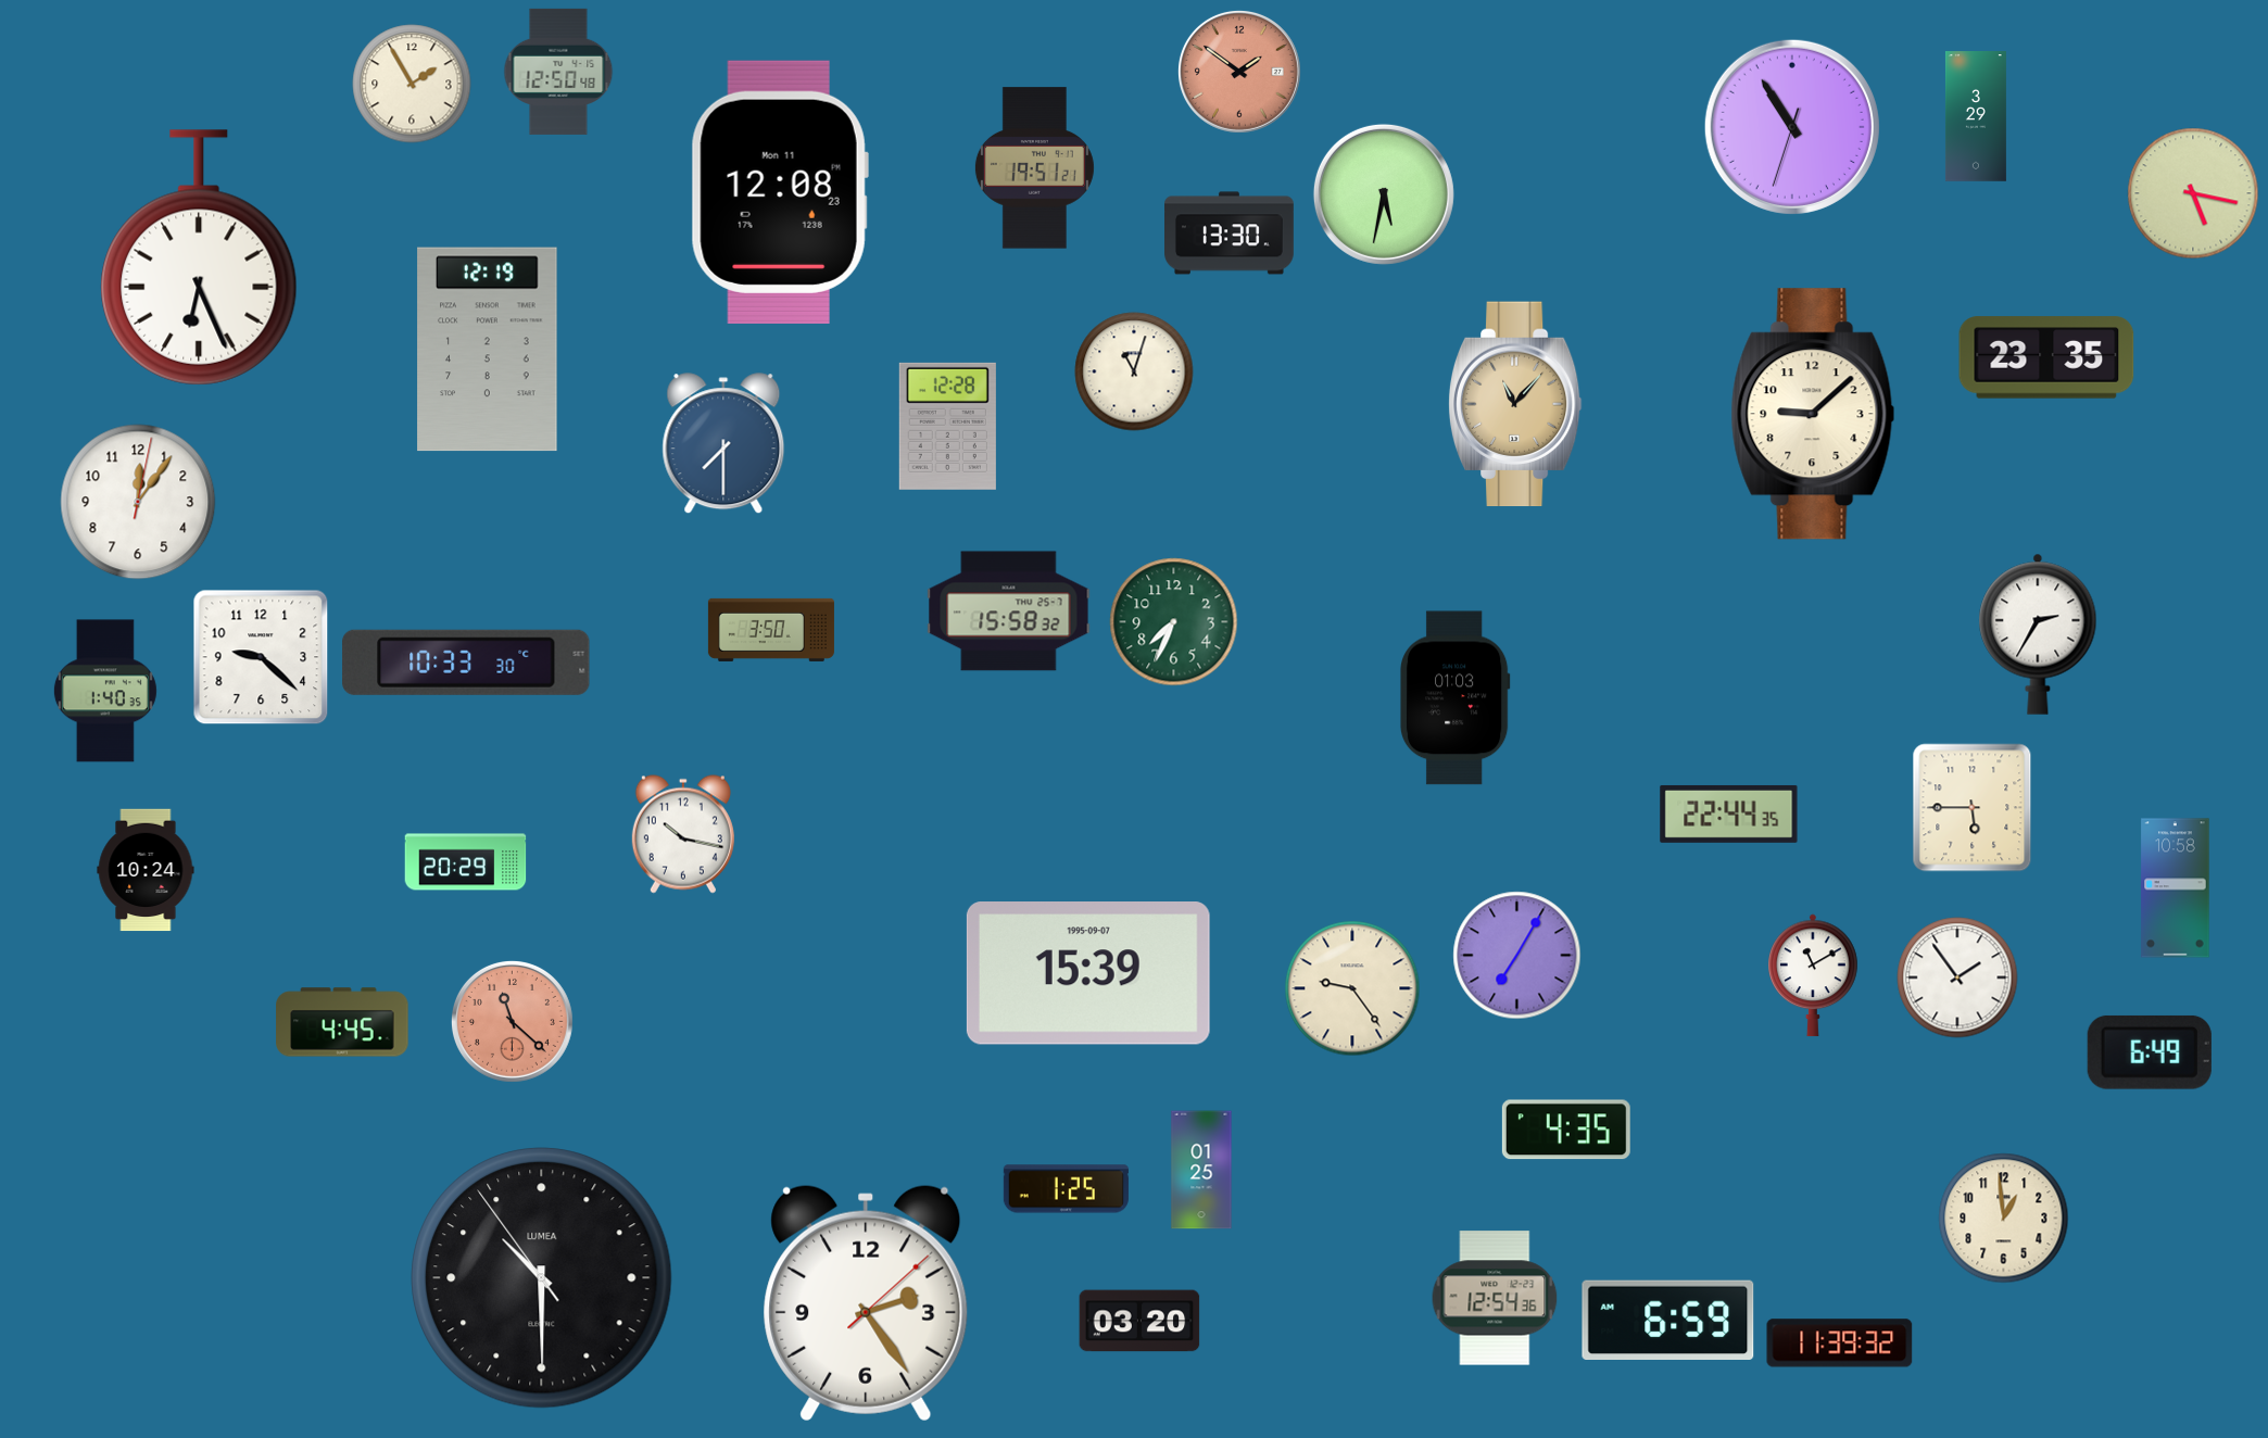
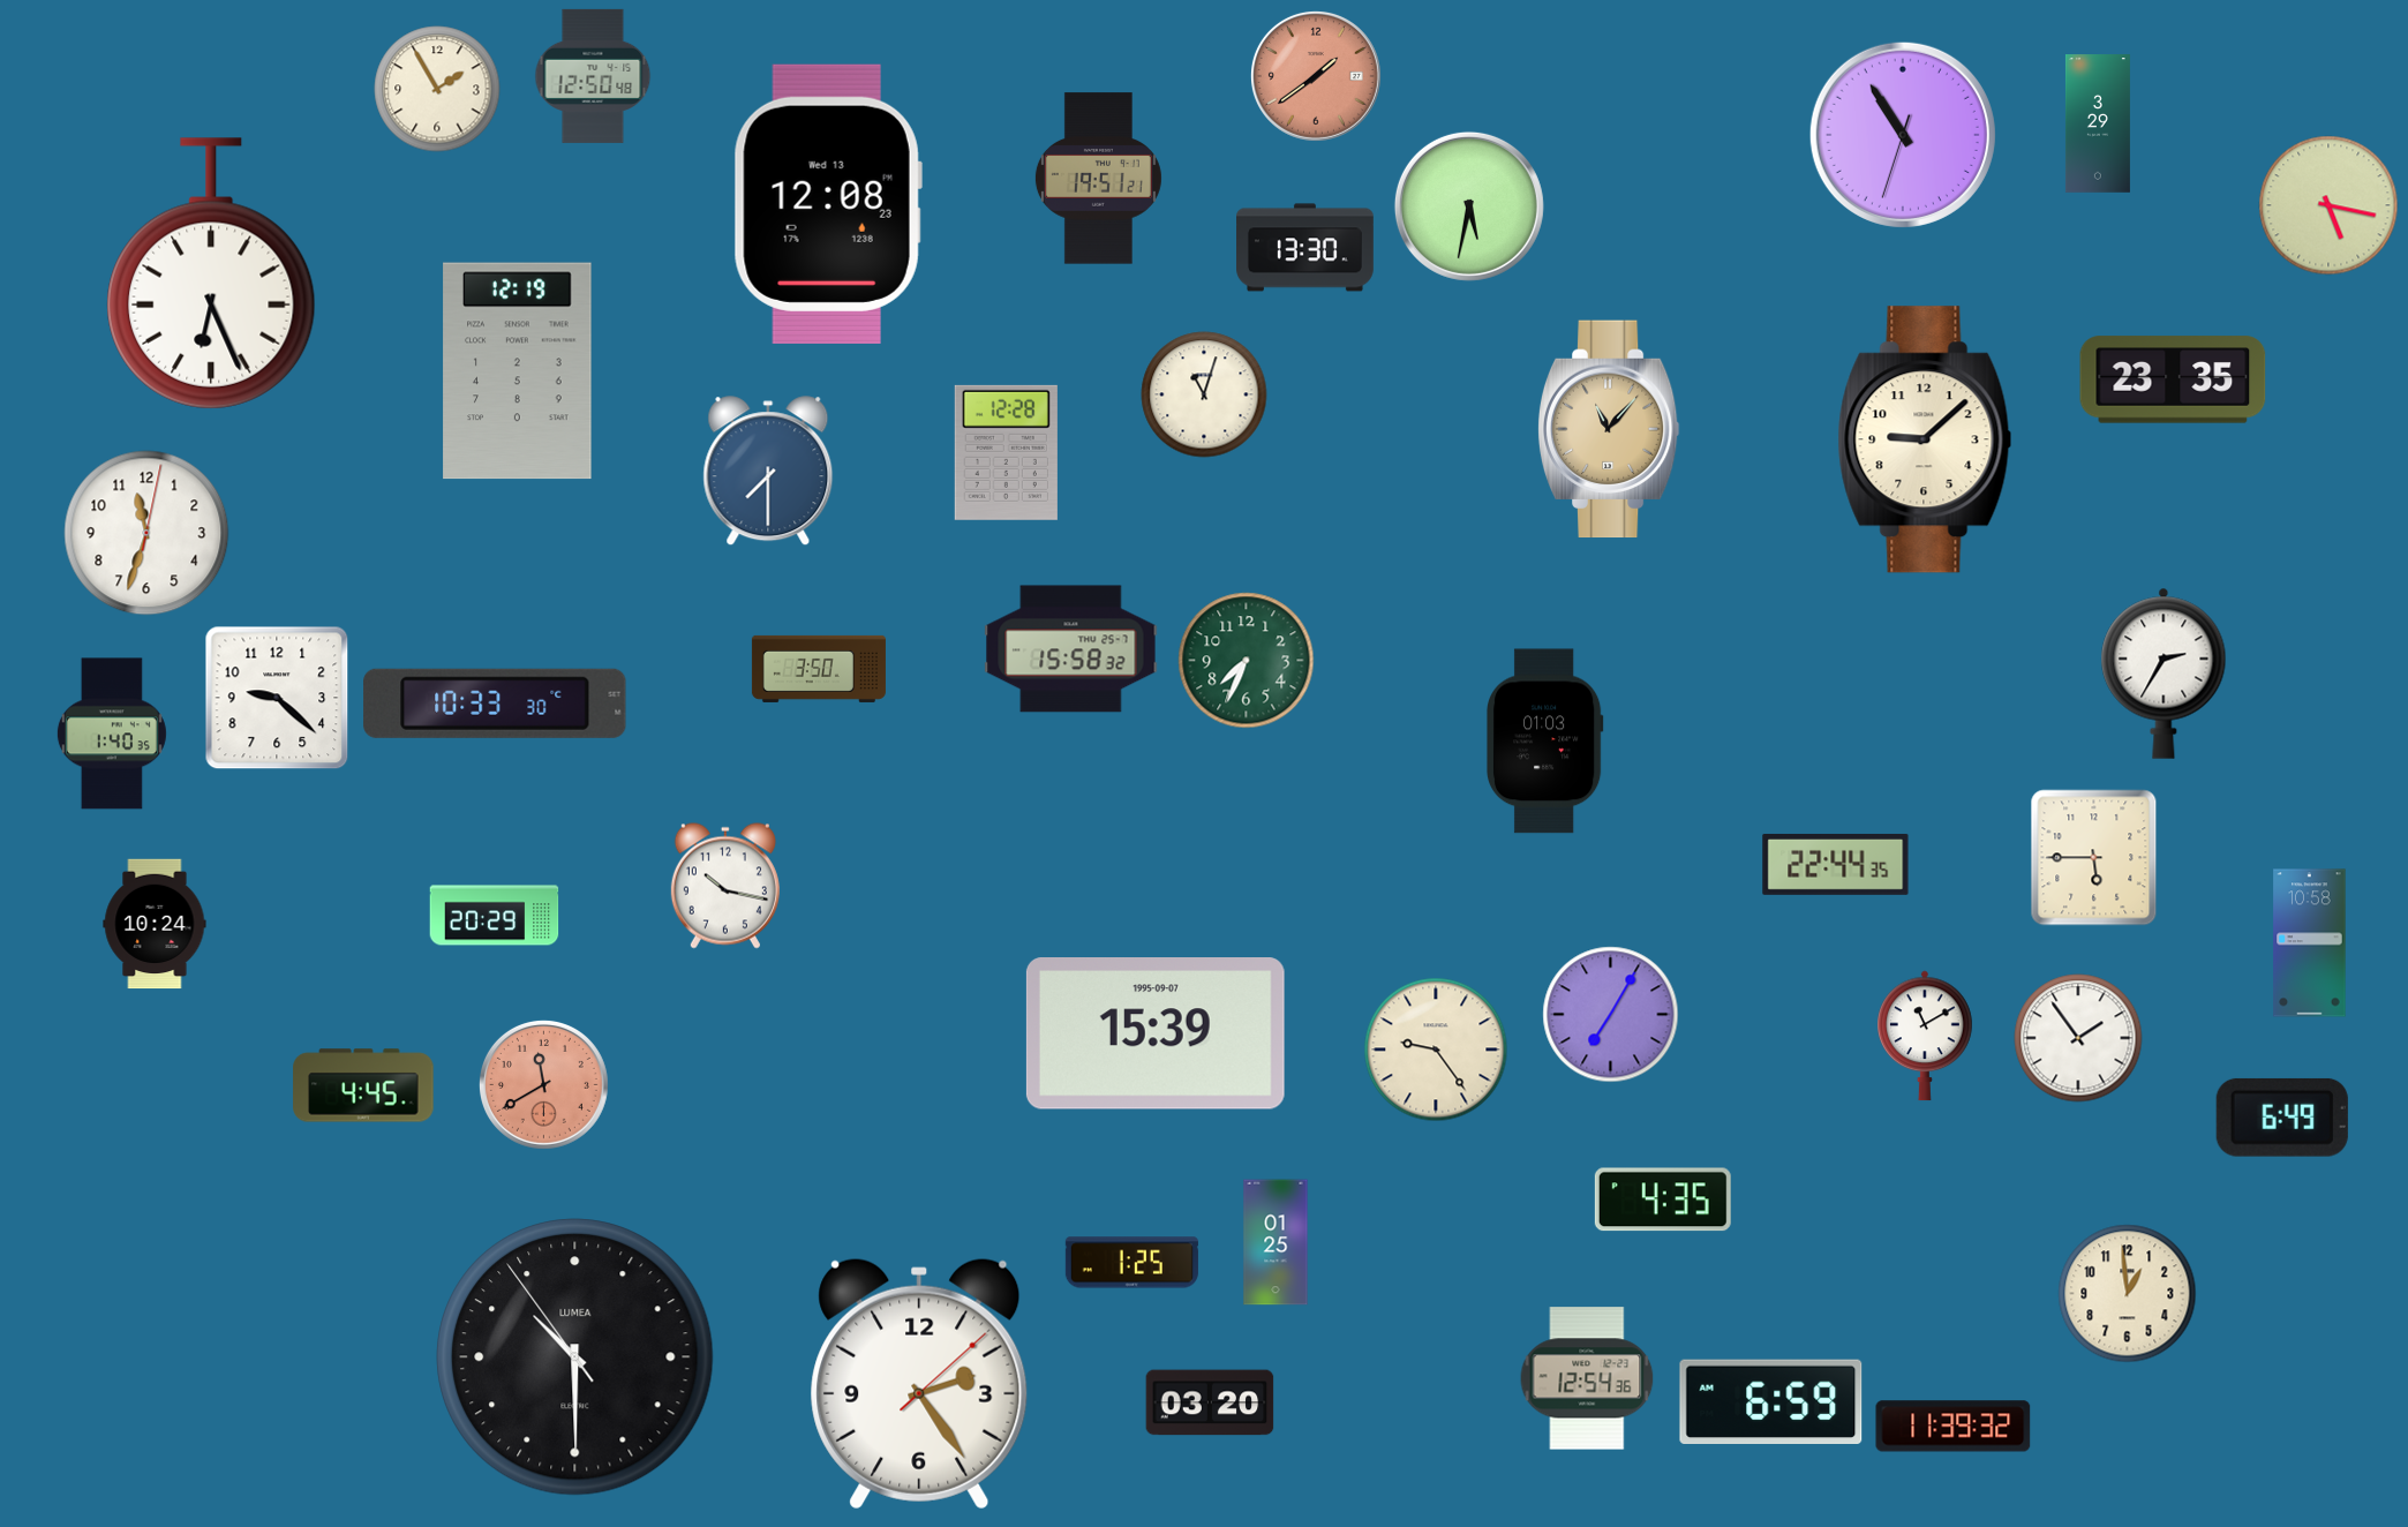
clock at (1239, 72): 1:51 -> 1:39
clock at (780, 192) date: Mon 11 -> Wed 13
clock at (138, 502): 12:06 -> 11:33
clock at (512, 1021): 11:22 -> 11:40
